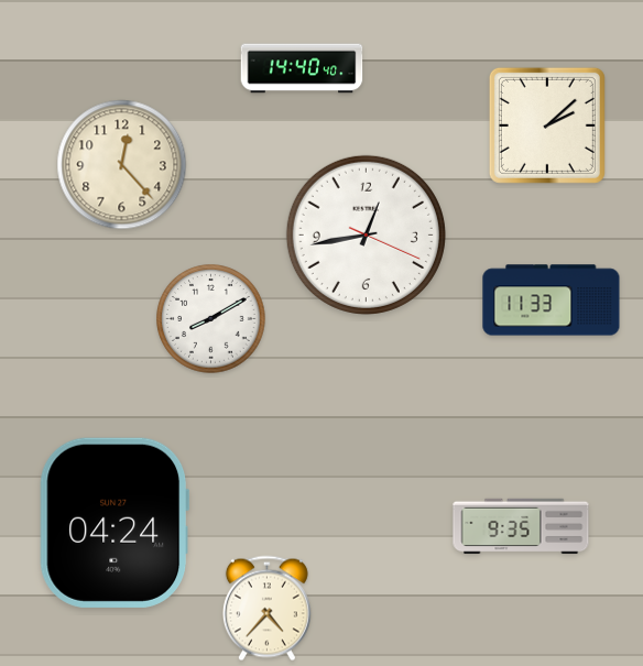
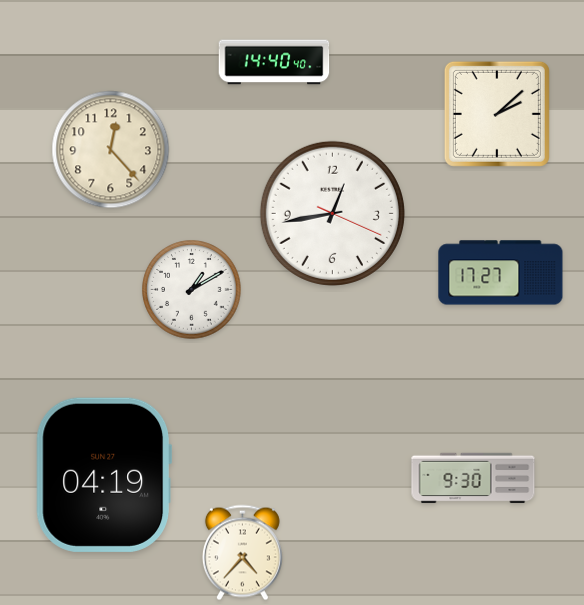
clock at (552, 301): 11:33 -> 17:27
clock at (211, 319): 8:10 -> 1:10
clock at (113, 523): 04:24 -> 04:19
clock at (521, 526): 9:35 -> 9:30
